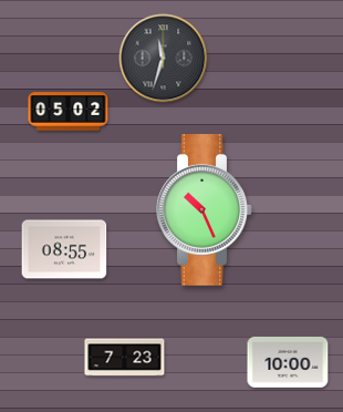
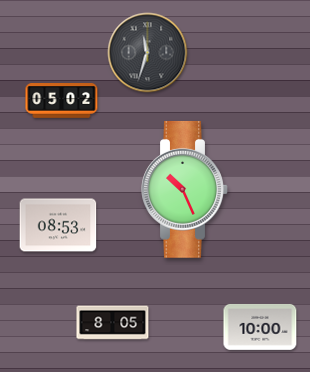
clock at (64, 249): 08:55 -> 08:53
clock at (125, 358): 7:23 -> 8:05
